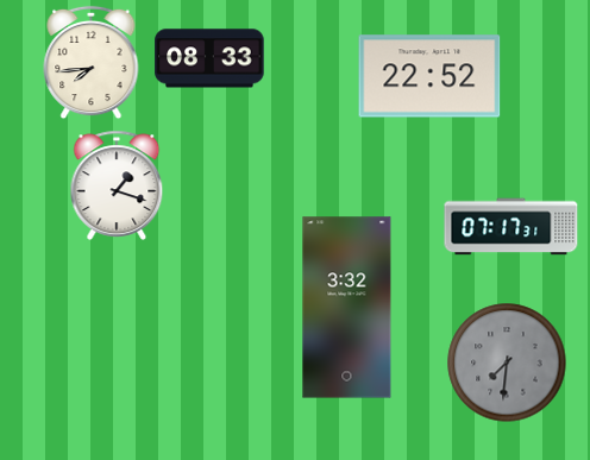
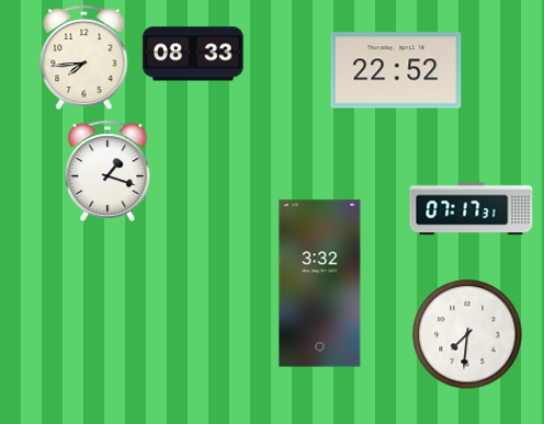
clock at (507, 363) dial: grey -> white
